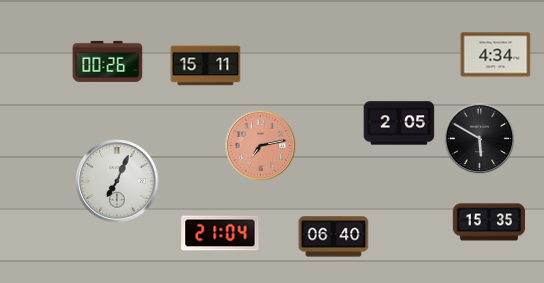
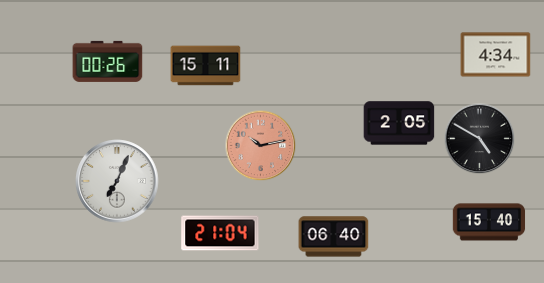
clock at (480, 139): 5:50 -> 4:50
clock at (261, 146): 7:13 -> 10:13
clock at (489, 222): 15:35 -> 15:40
